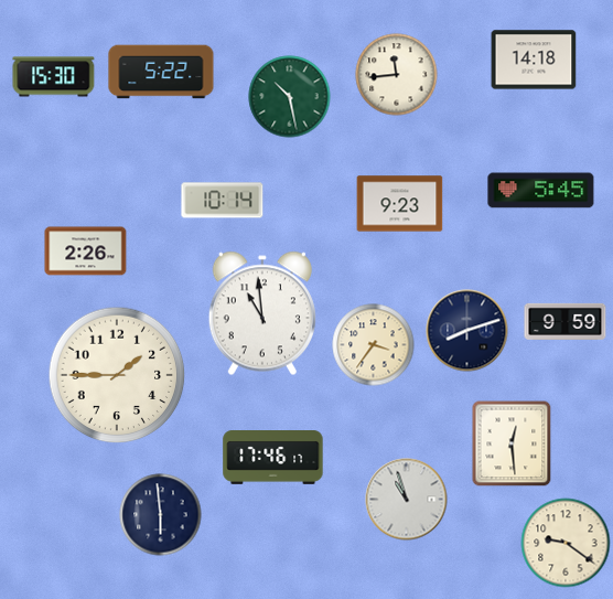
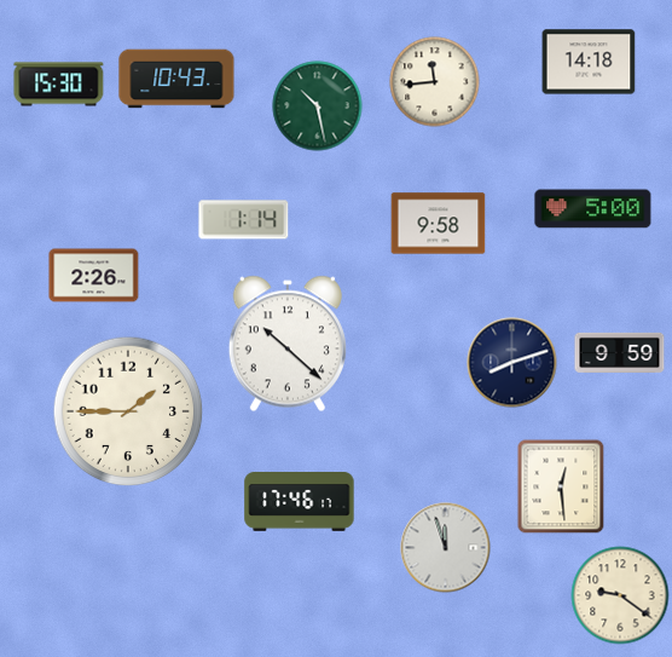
clock at (534, 60) position: (534, 60) -> (589, 62)
clock at (161, 72): 5:22 -> 10:43
clock at (541, 191): 5:45 -> 5:00
clock at (223, 201): 10:14 -> 1:14
clock at (400, 204): 9:23 -> 9:58
clock at (262, 313): 10:59 -> 10:22
clock at (374, 345): 3:36 -> none
clock at (407, 500): 10:57 -> 11:57
clock at (161, 515): 5:59 -> none
